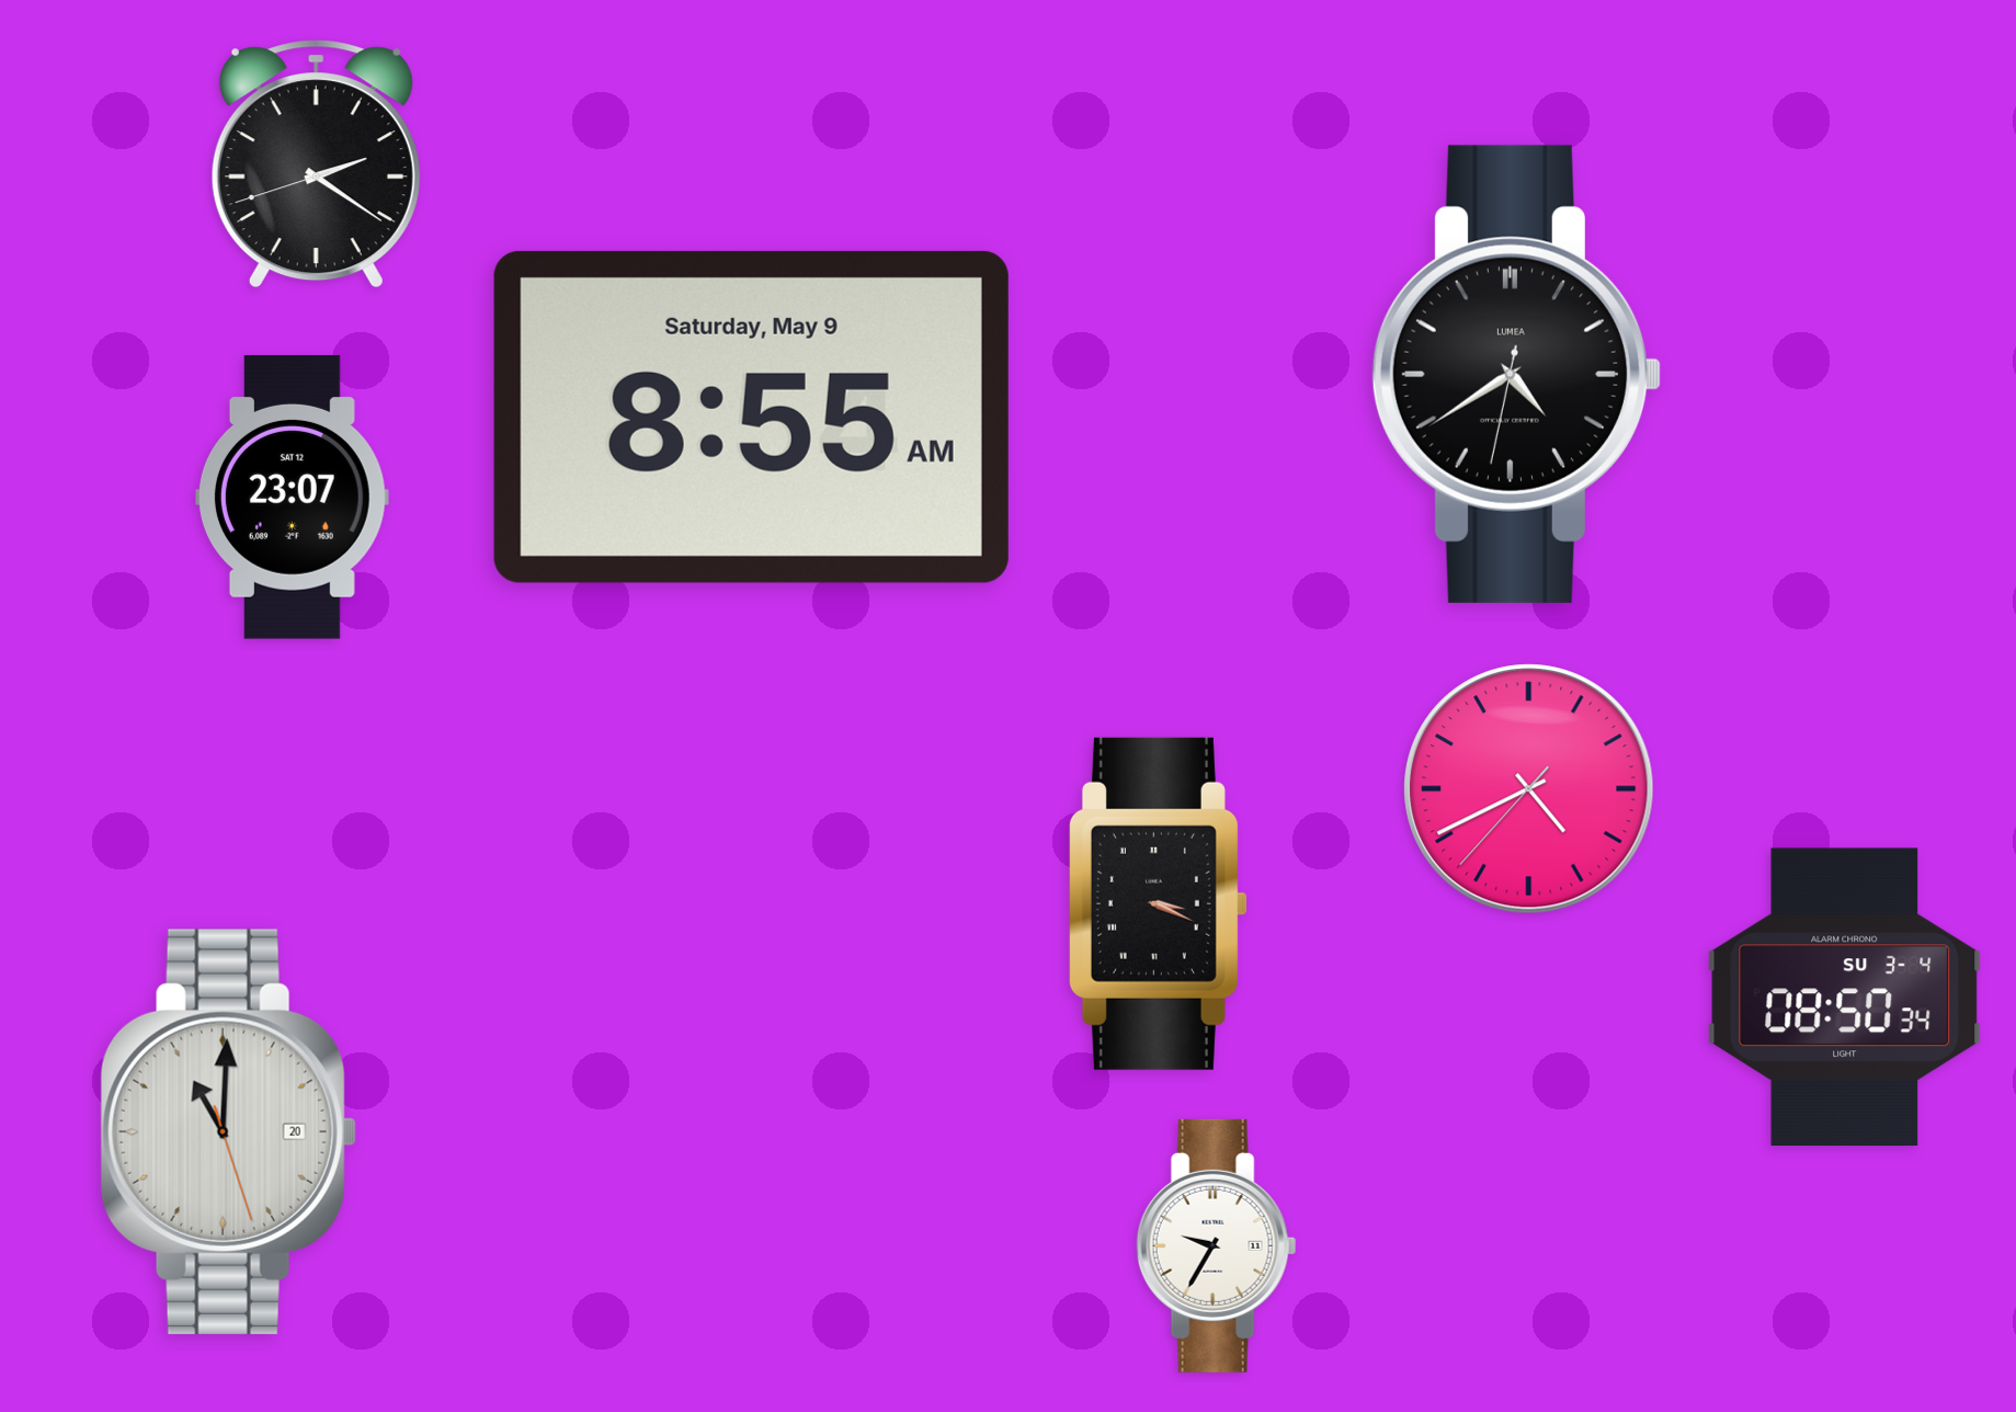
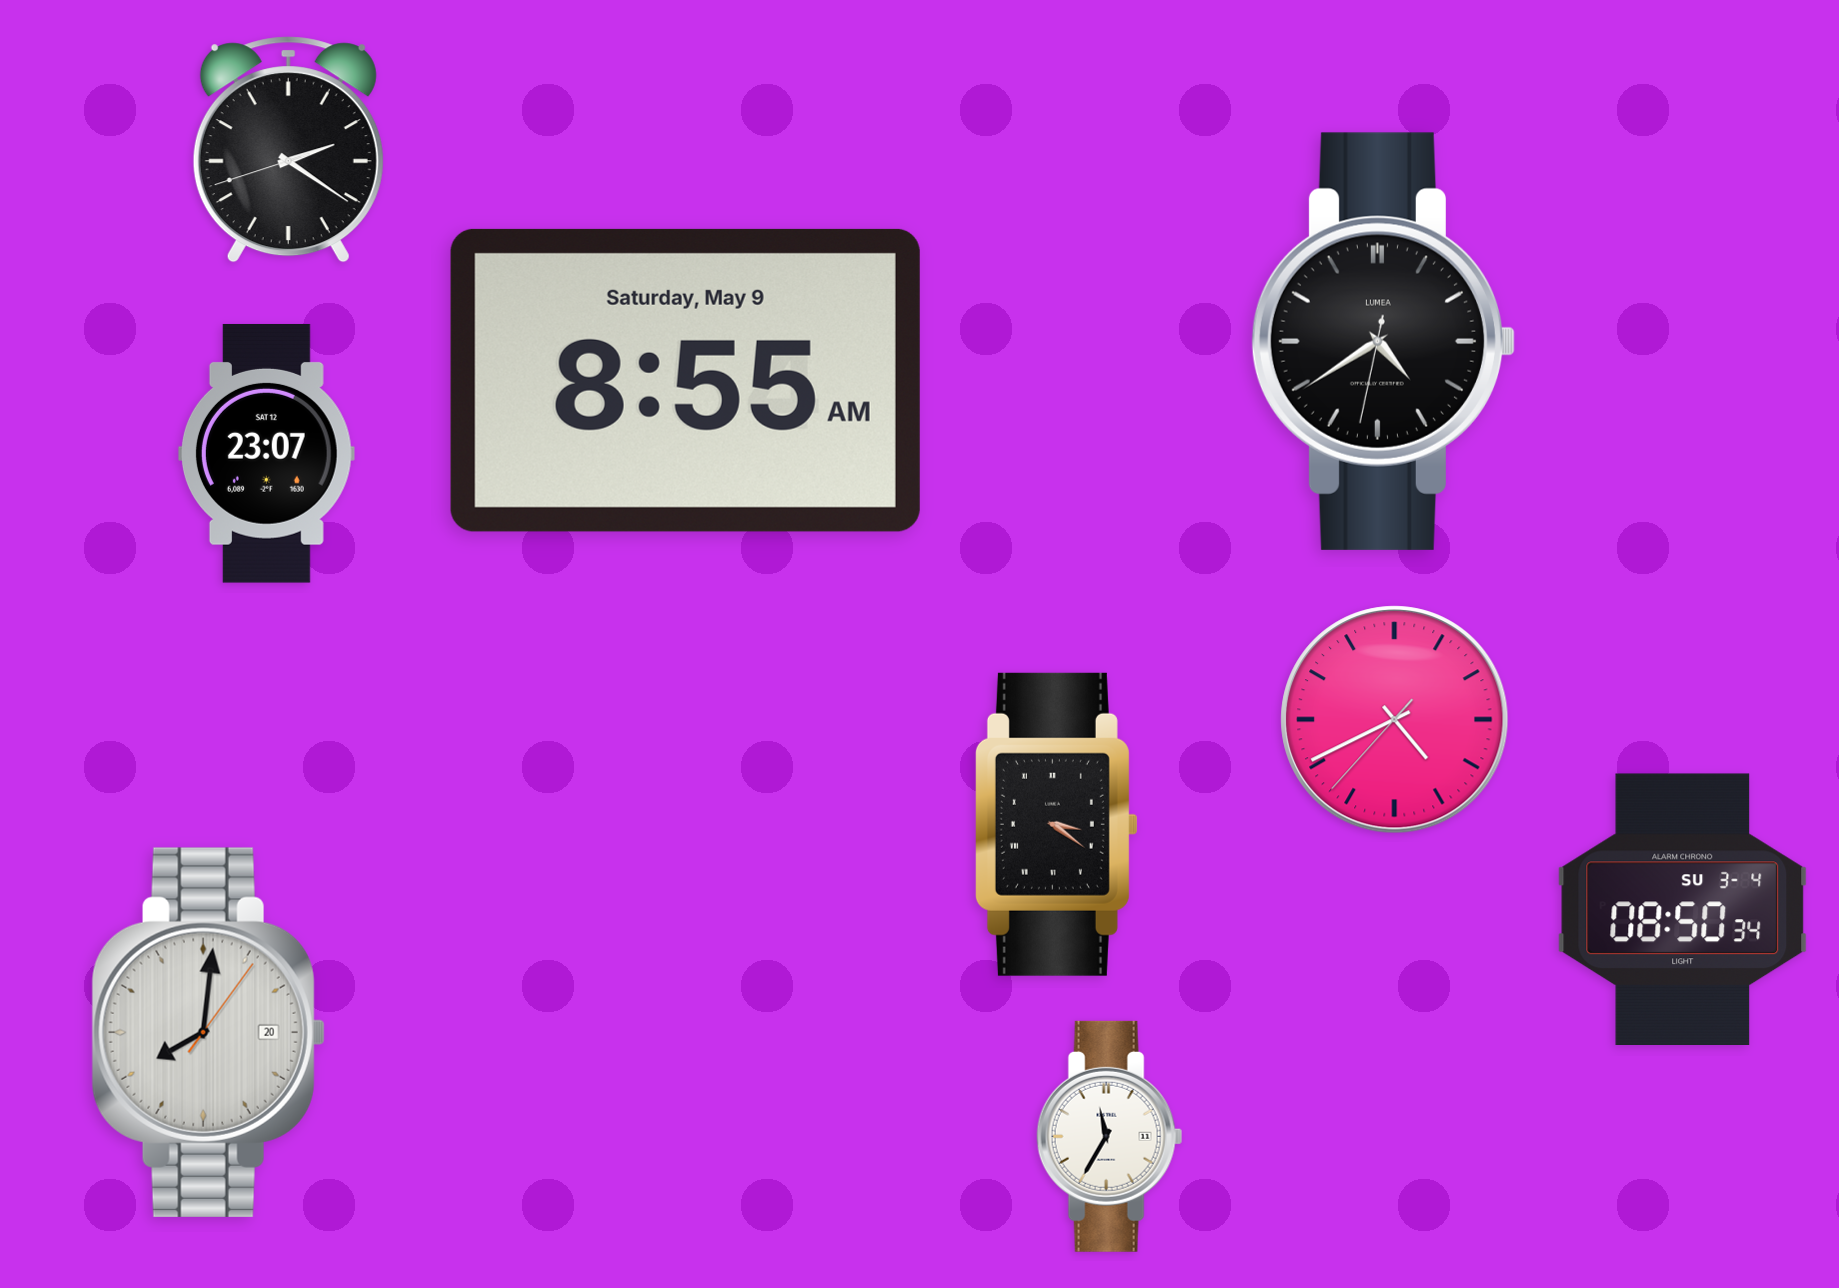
clock at (1158, 903): 3:19 -> 3:21
clock at (228, 1131): 11:00 -> 8:01
clock at (1217, 1245): 9:35 -> 11:35
